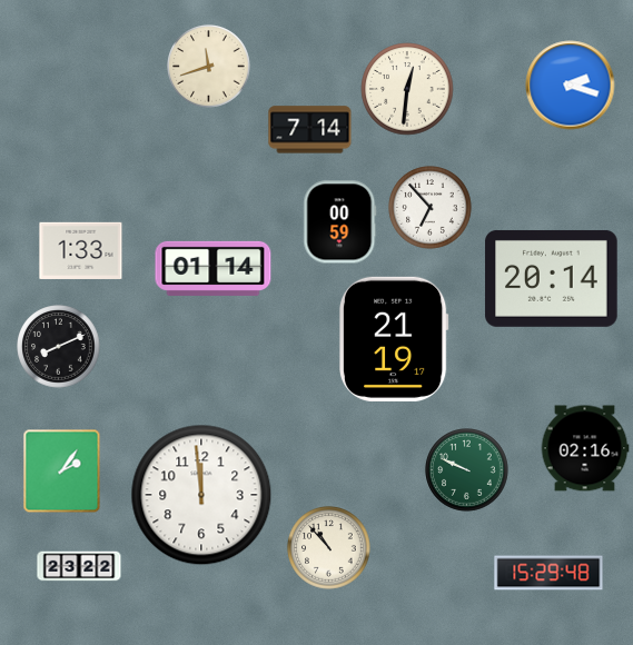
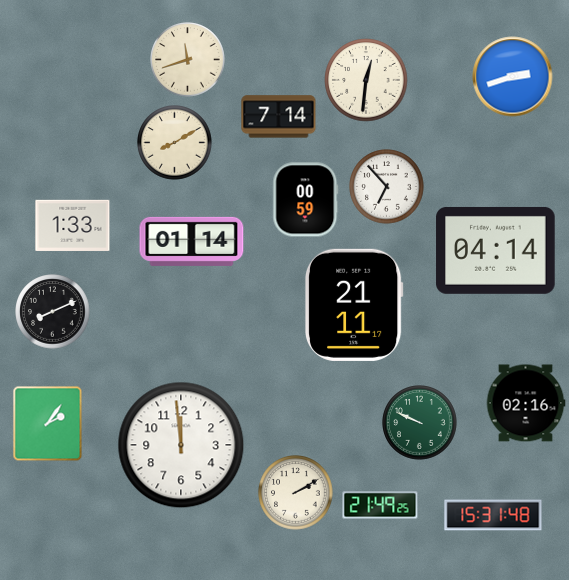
clock at (571, 86): 2:18 -> 2:42
clock at (175, 143): none -> 8:10
clock at (552, 278): 20:14 -> 04:14
clock at (394, 339): 21:19 -> 21:11
clock at (62, 472) position: (62, 472) -> (48, 424)
clock at (329, 548): 10:53 -> 2:10
clock at (380, 505): none -> 21:49
clock at (79, 566): 23:22 -> none
clock at (548, 573): 15:29 -> 15:31
